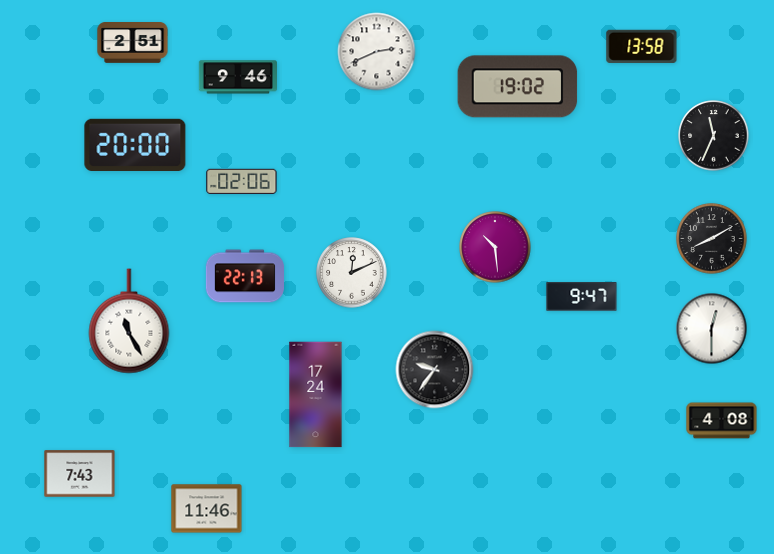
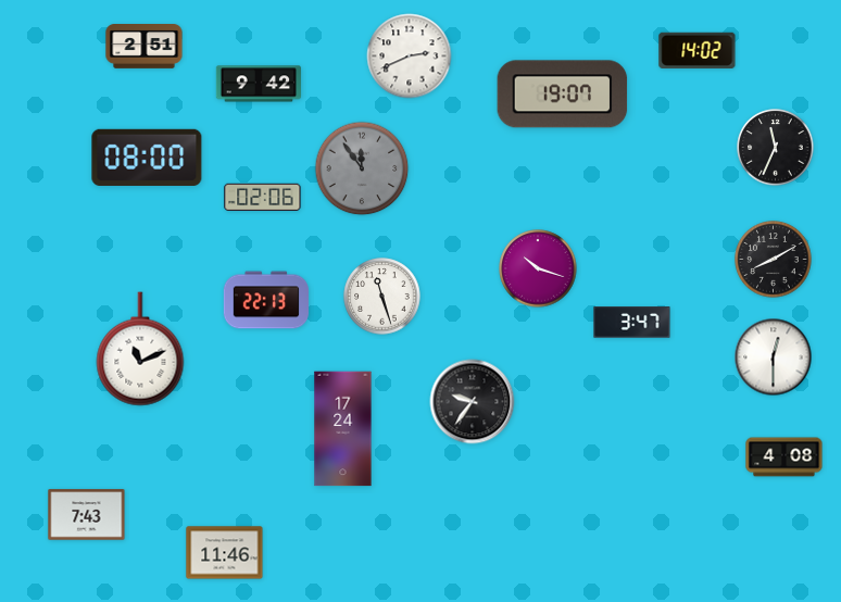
clock at (642, 46): 13:58 -> 14:02
clock at (237, 77): 9:46 -> 9:42
clock at (518, 87): 19:02 -> 19:07
clock at (135, 144): 20:00 -> 08:00
clock at (362, 168): none -> 11:54
clock at (495, 247): 10:29 -> 10:18
clock at (352, 273): 12:11 -> 11:27
clock at (582, 297): 9:47 -> 3:47
clock at (129, 321): 11:25 -> 11:11
